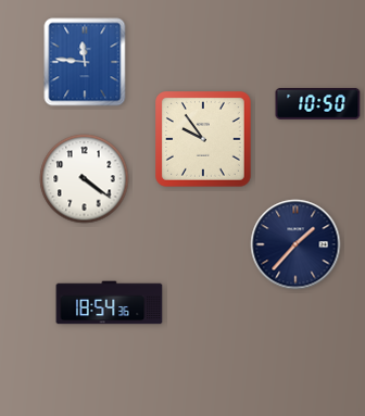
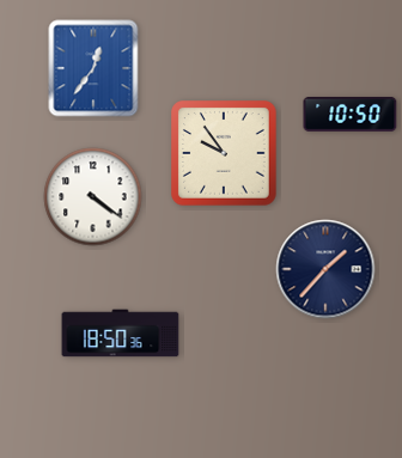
clock at (85, 62): 11:46 -> 12:36
clock at (110, 303): 18:54 -> 18:50
